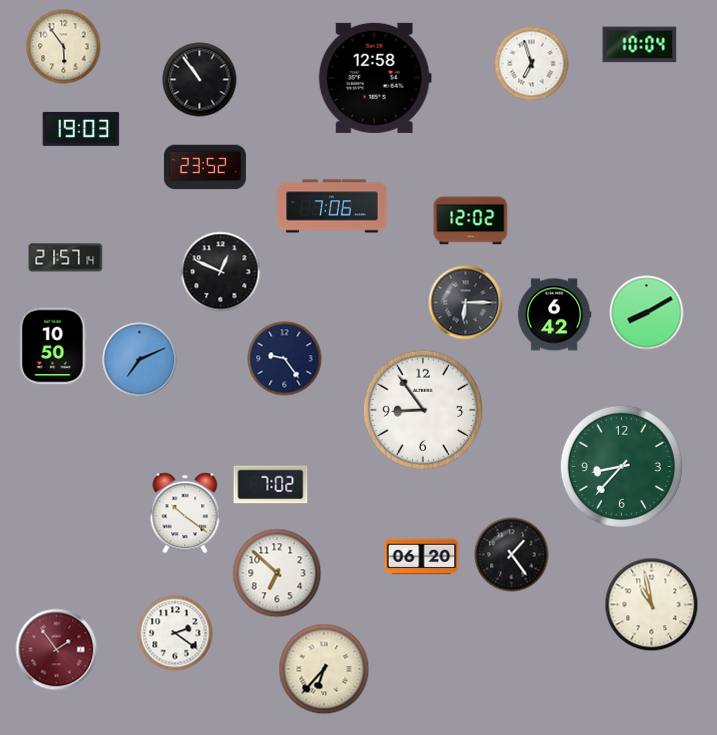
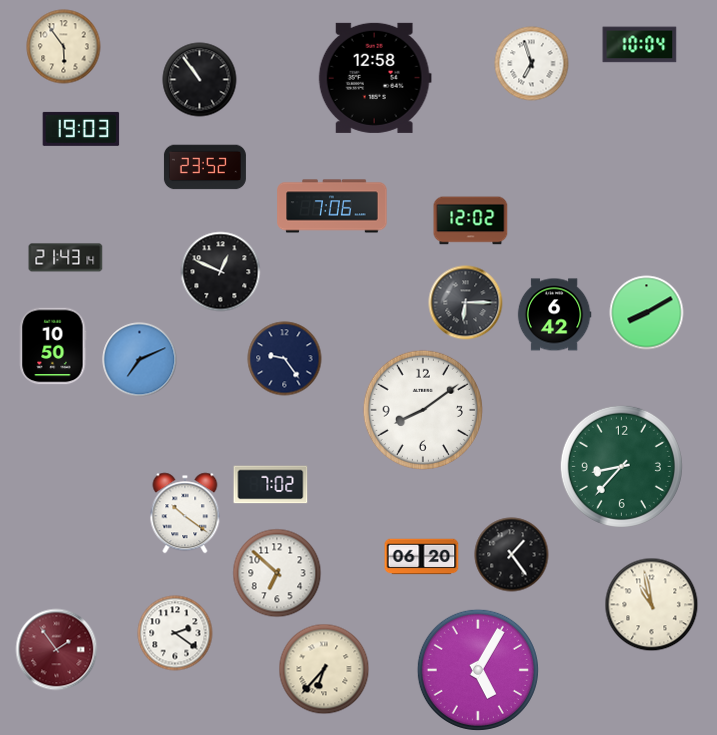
clock at (66, 258): 21:57 -> 21:43
clock at (423, 410): 8:54 -> 8:09
clock at (478, 670): none -> 5:05
